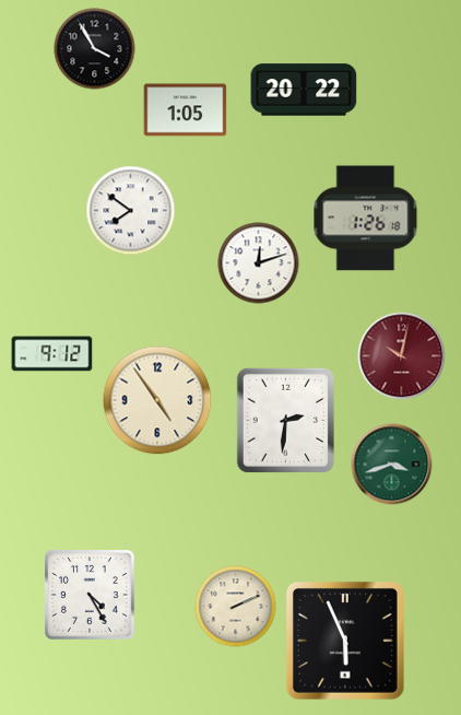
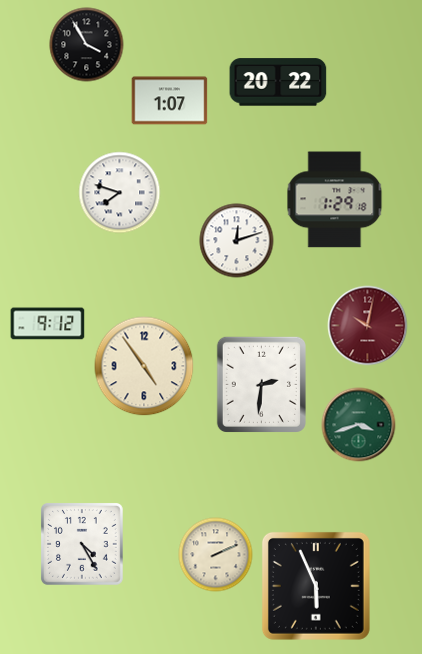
clock at (186, 110): 1:05 -> 1:07
clock at (131, 211): 7:51 -> 7:48
clock at (366, 219): 1:26 -> 1:29
